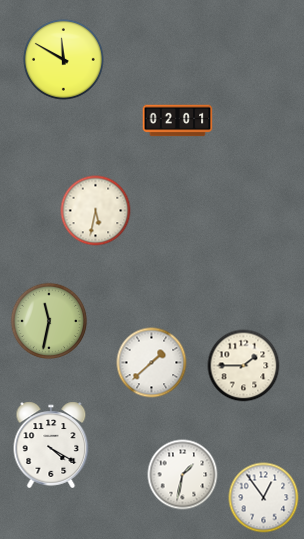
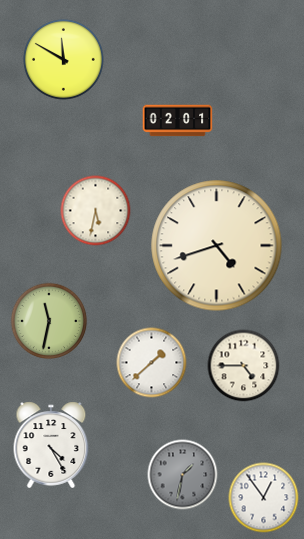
clock at (217, 246): none -> 4:42
clock at (244, 366): 1:45 -> 4:45
clock at (51, 445): 4:20 -> 4:25
clock at (183, 475) dial: white -> grey
